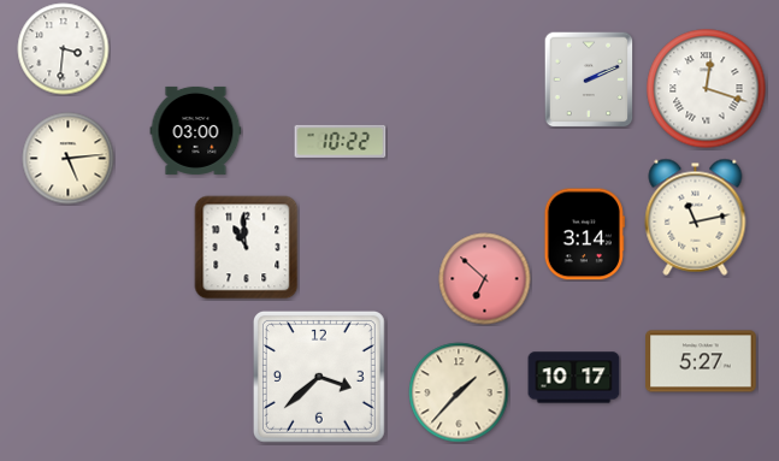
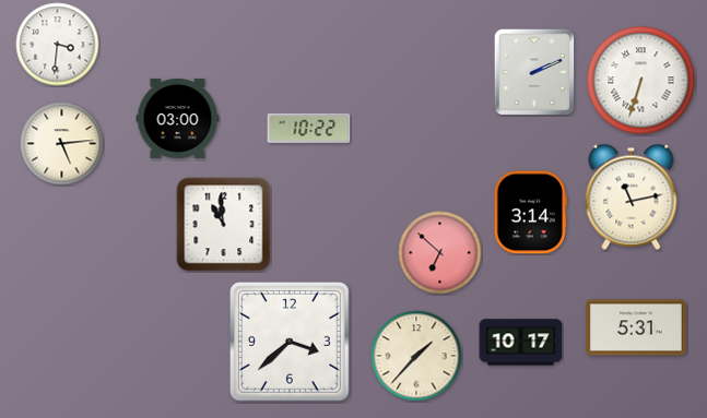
clock at (707, 89): 12:18 -> 6:33
clock at (701, 361): 5:27 -> 5:31
